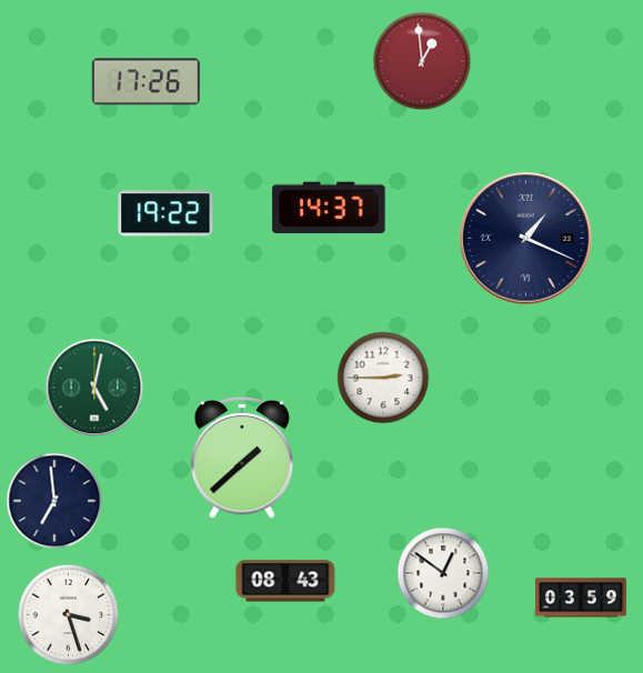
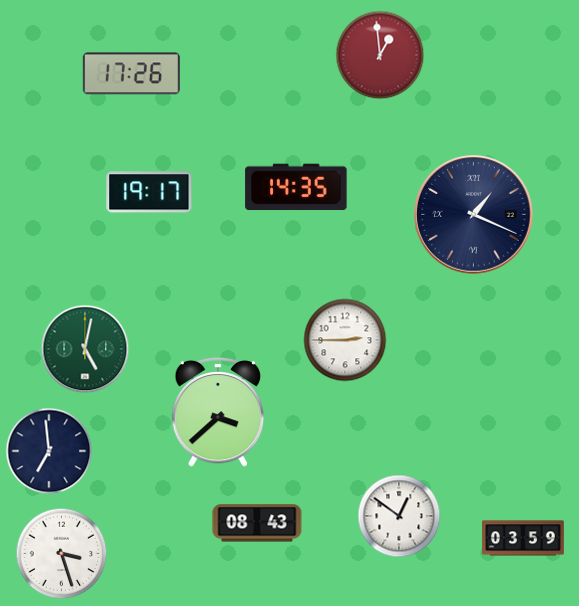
clock at (329, 208): 14:37 -> 14:35
clock at (165, 213): 19:22 -> 19:17
clock at (242, 458): 1:38 -> 3:38
